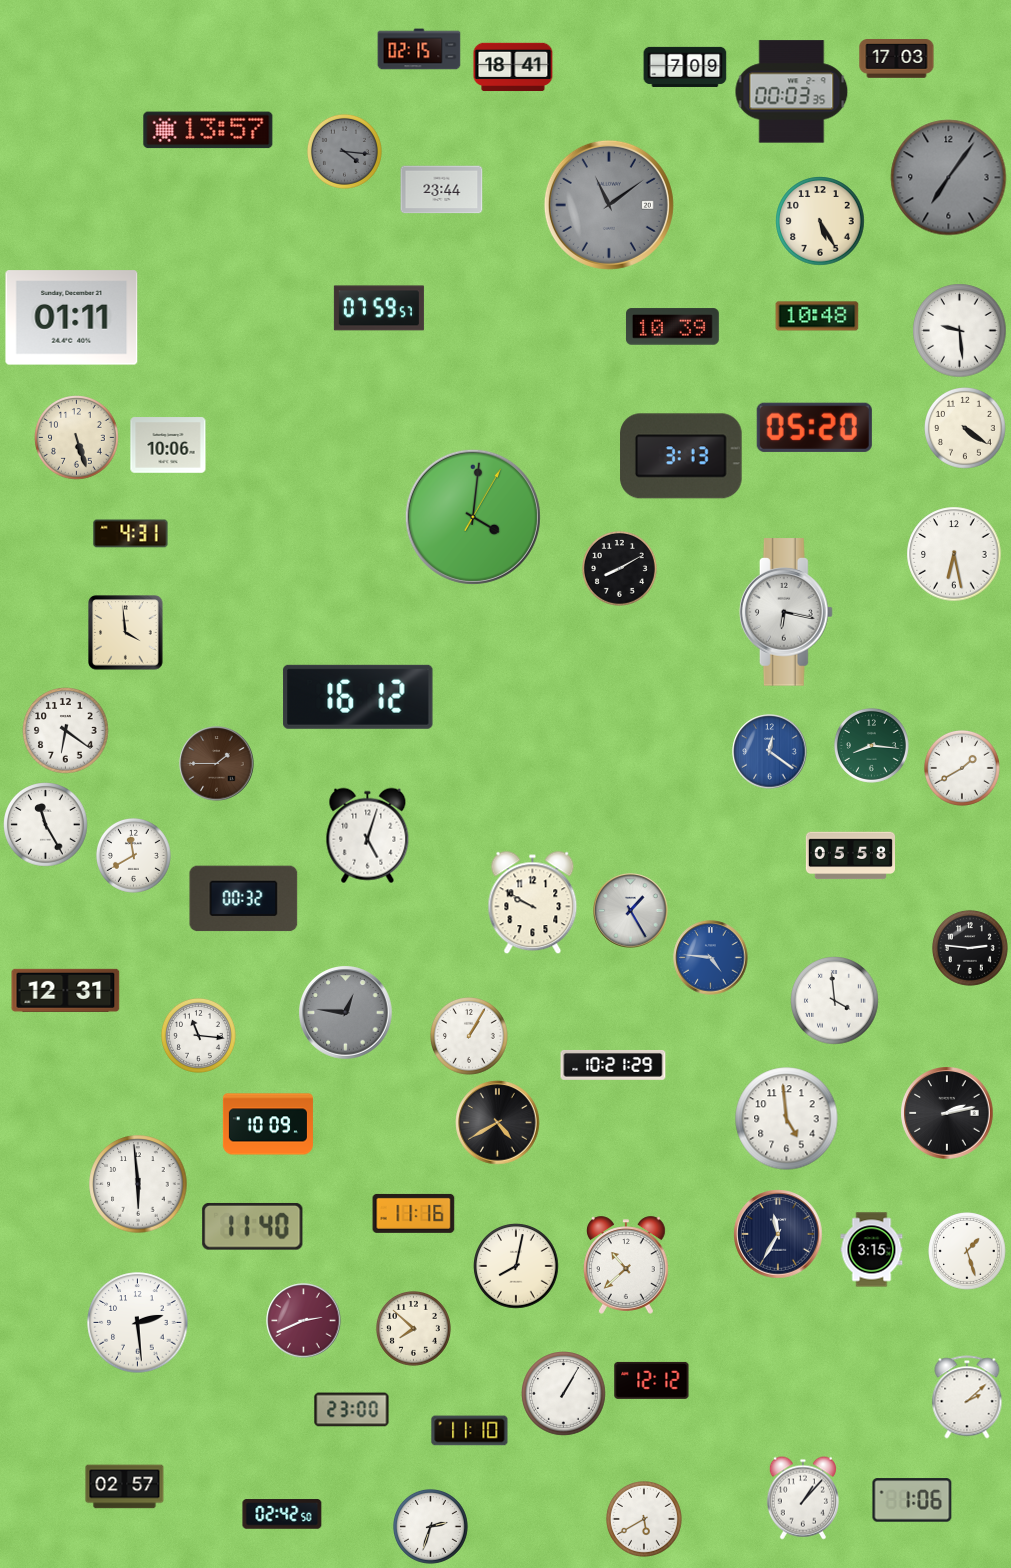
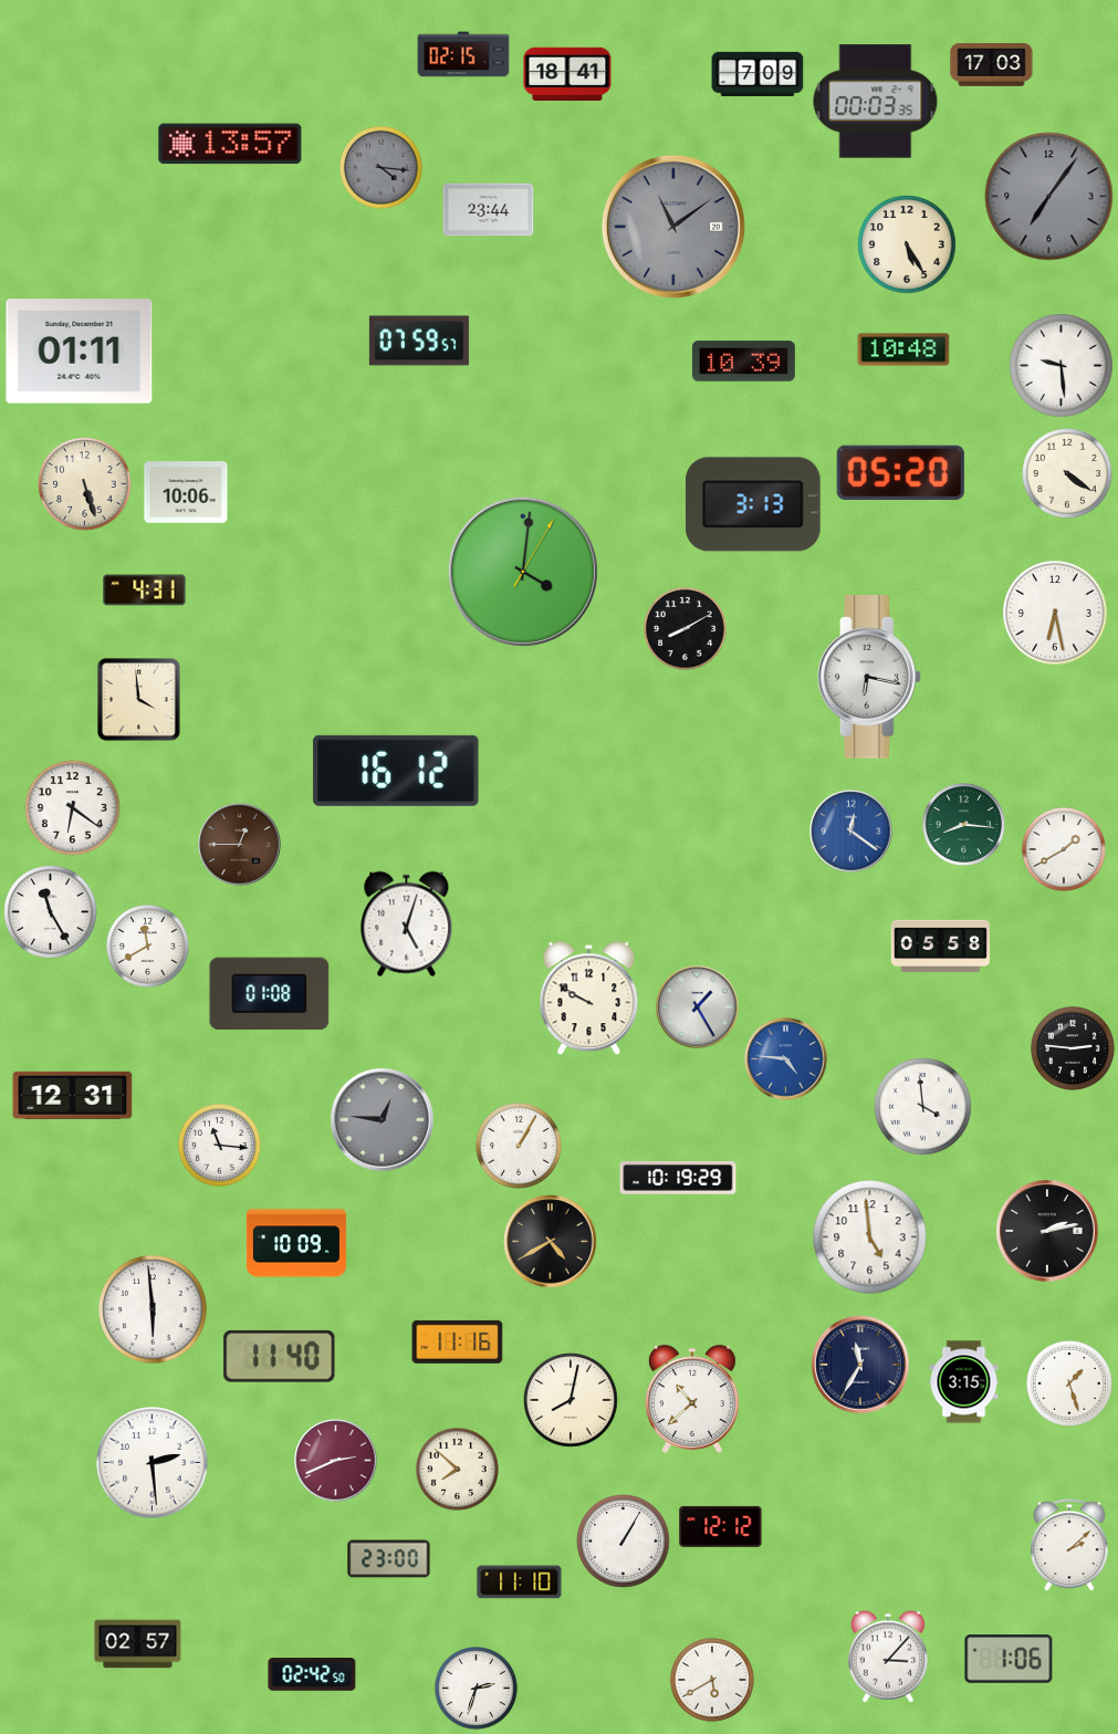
clock at (217, 764): 1:45 -> 12:45
clock at (244, 899): 00:32 -> 01:08
clock at (613, 1066): 10:21 -> 10:19
clock at (803, 1498): 1:07 -> 3:07
